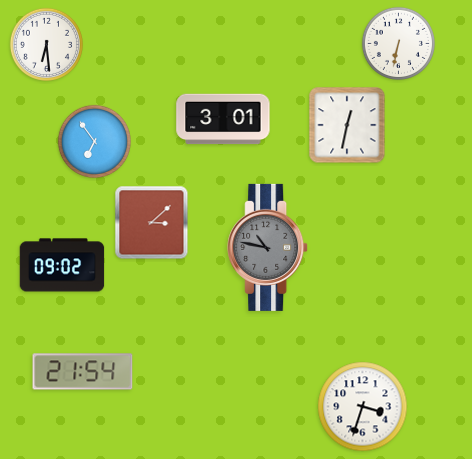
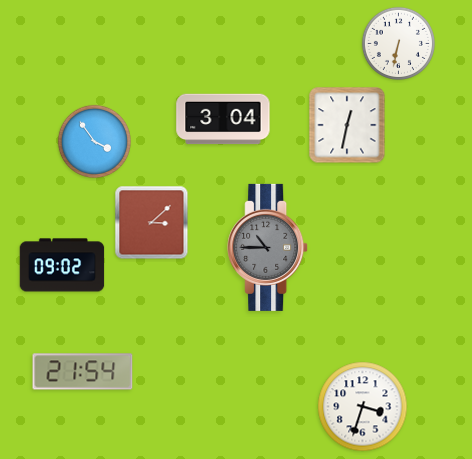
clock at (46, 44): 6:29 -> none
clock at (223, 119): 3:01 -> 3:04
clock at (94, 141): 6:54 -> 3:54
clock at (268, 247): 10:47 -> 10:45
